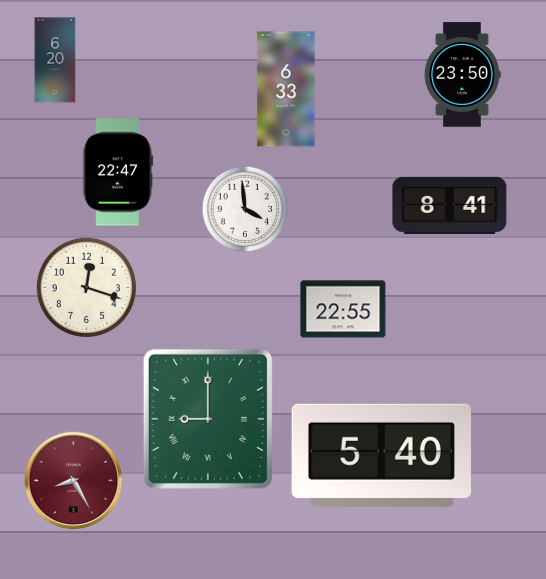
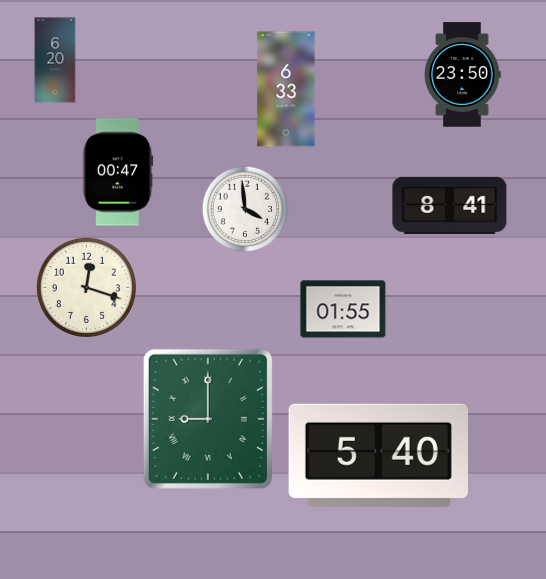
clock at (118, 172): 22:47 -> 00:47
clock at (343, 309): 22:55 -> 01:55
clock at (381, 455) position: (381, 455) -> (378, 455)
clock at (74, 481): 8:25 -> none
